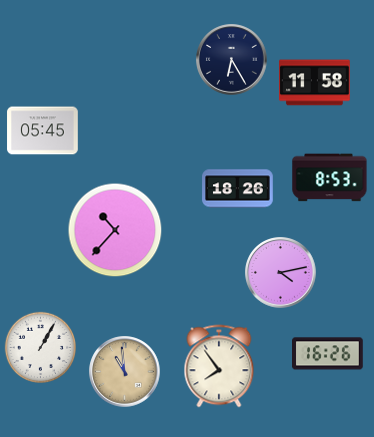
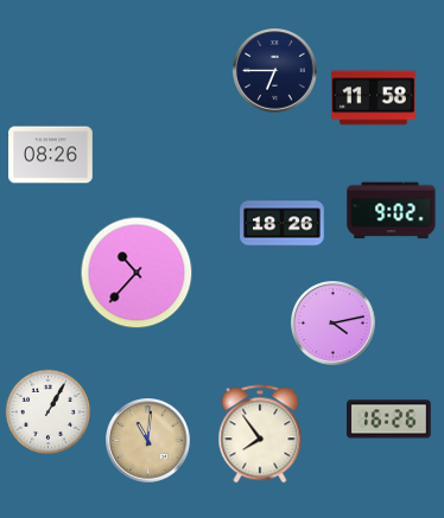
clock at (232, 60): 6:25 -> 6:45
clock at (43, 131): 05:45 -> 08:26
clock at (330, 178): 8:53 -> 9:02
clock at (125, 372): 10:59 -> 11:01
